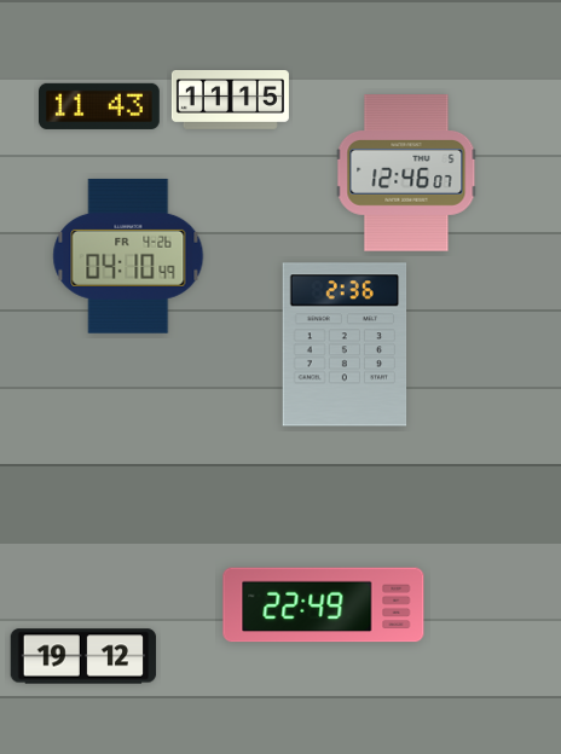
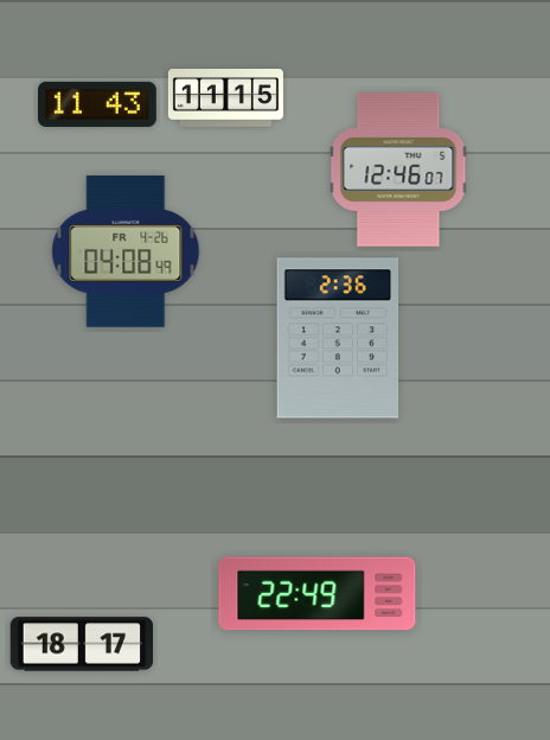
clock at (128, 256): 04:10 -> 04:08
clock at (83, 656): 19:12 -> 18:17
